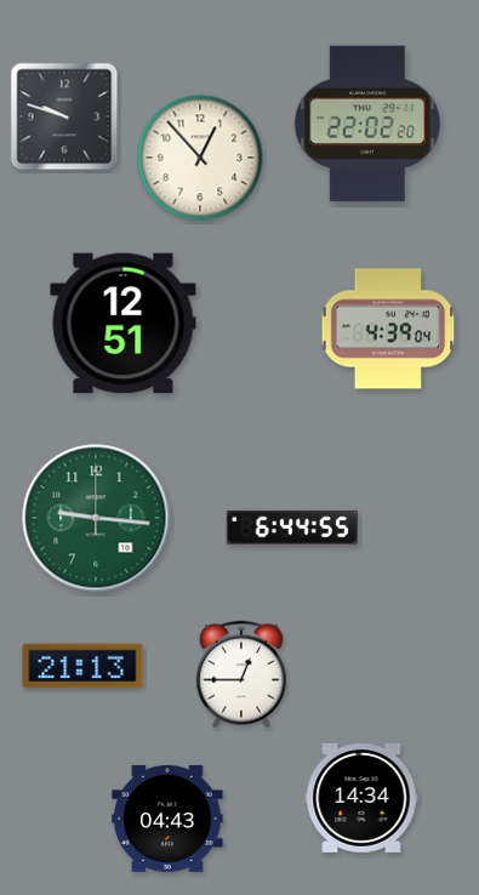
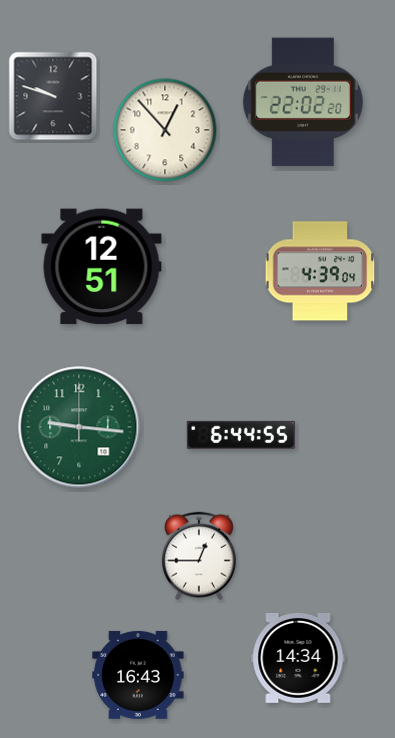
clock at (82, 666): 21:13 -> none
clock at (167, 819): 04:43 -> 16:43
